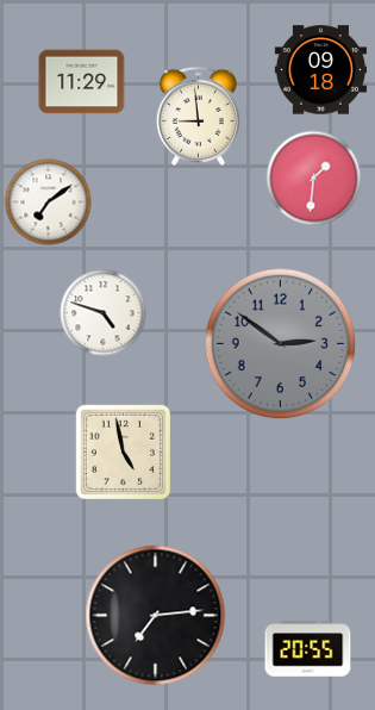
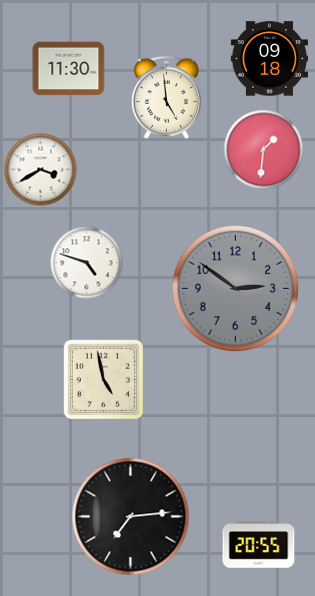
clock at (82, 82): 11:29 -> 11:30
clock at (198, 116): 8:59 -> 4:59
clock at (49, 203): 7:09 -> 3:40
